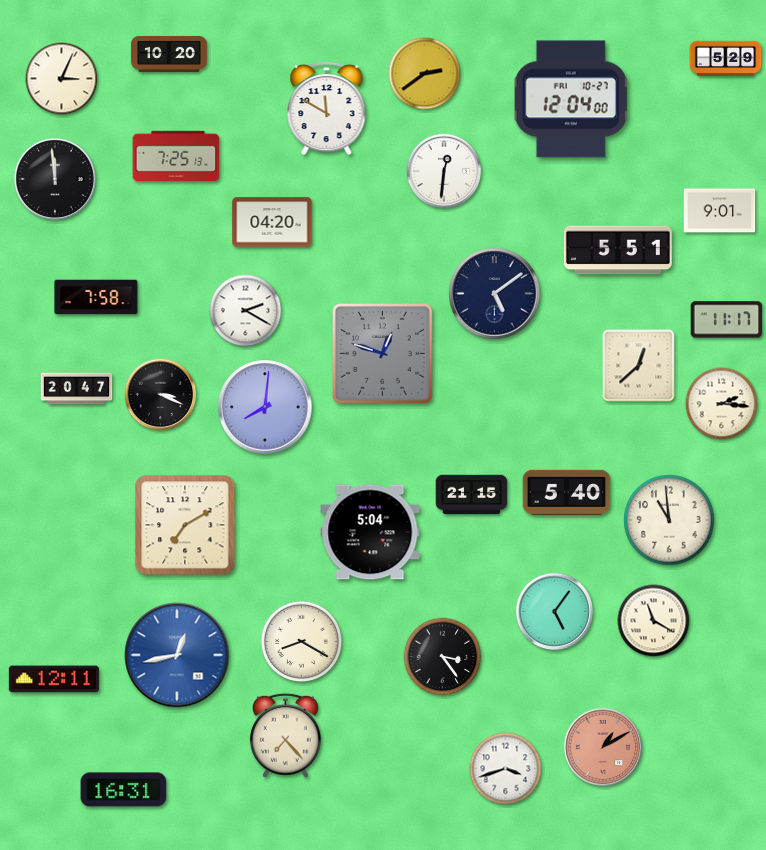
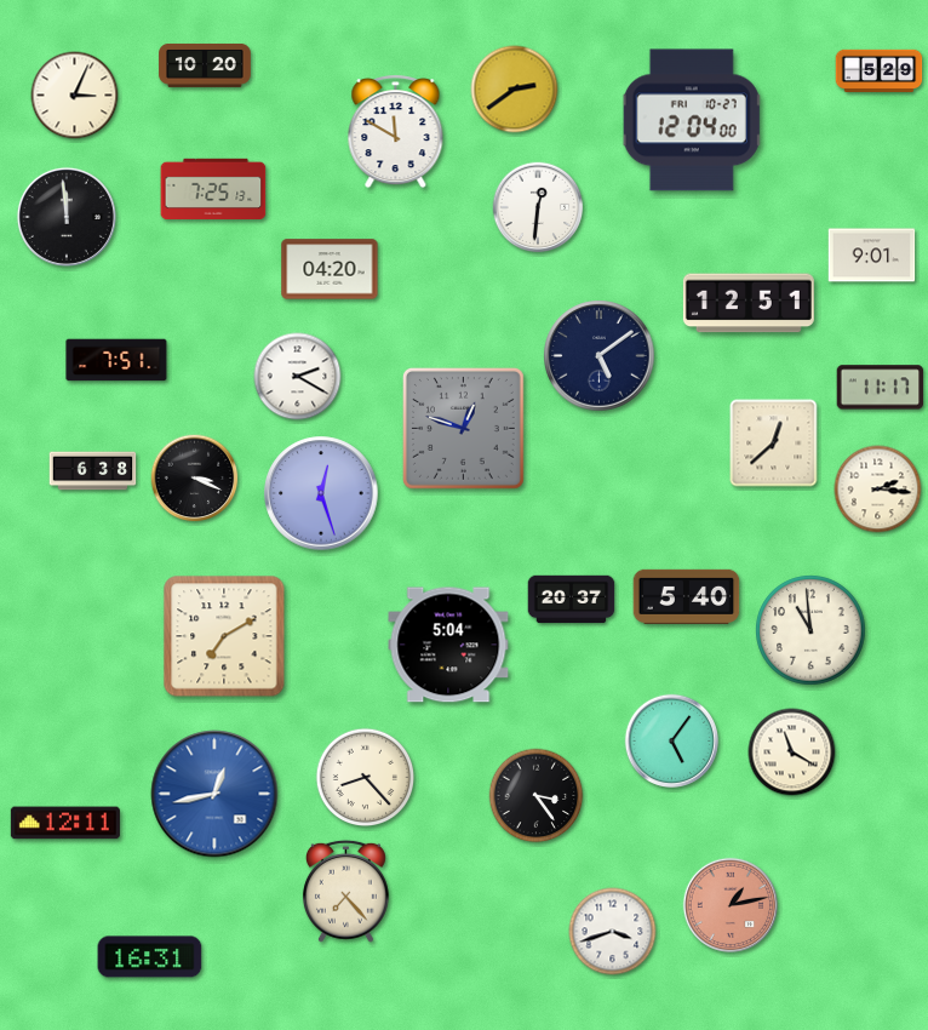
clock at (618, 250): 5:51 -> 12:51
clock at (96, 297): 7:58 -> 7:51
clock at (77, 389): 20:47 -> 6:38
clock at (722, 404) position: (722, 404) -> (878, 490)
clock at (265, 407): 8:01 -> 12:27
clock at (472, 495): 21:15 -> 20:37
clock at (302, 642): 8:20 -> 8:23
clock at (602, 746): 1:10 -> 1:13
